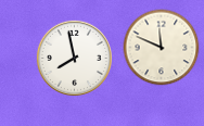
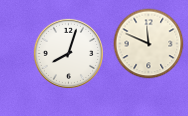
clock at (74, 58): 7:58 -> 8:03
